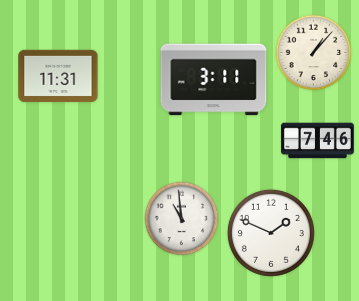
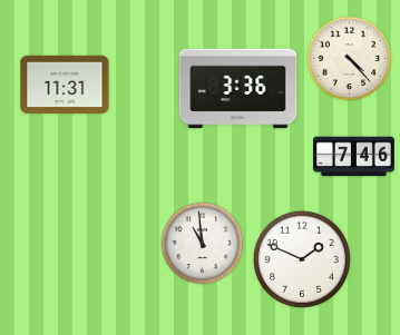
clock at (314, 53): 1:07 -> 4:23
clock at (214, 80): 3:11 -> 3:36
